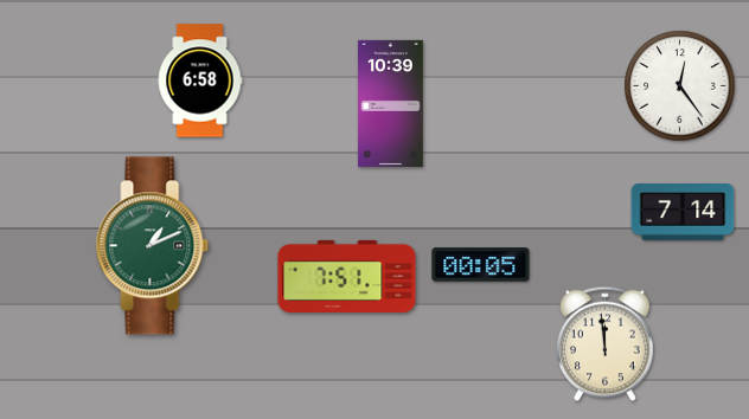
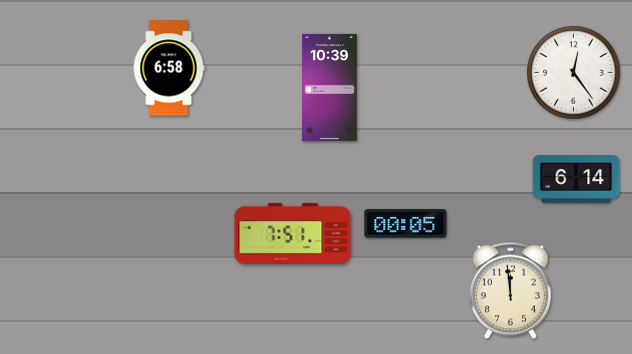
clock at (683, 213): 7:14 -> 6:14
clock at (153, 246): 1:11 -> none
